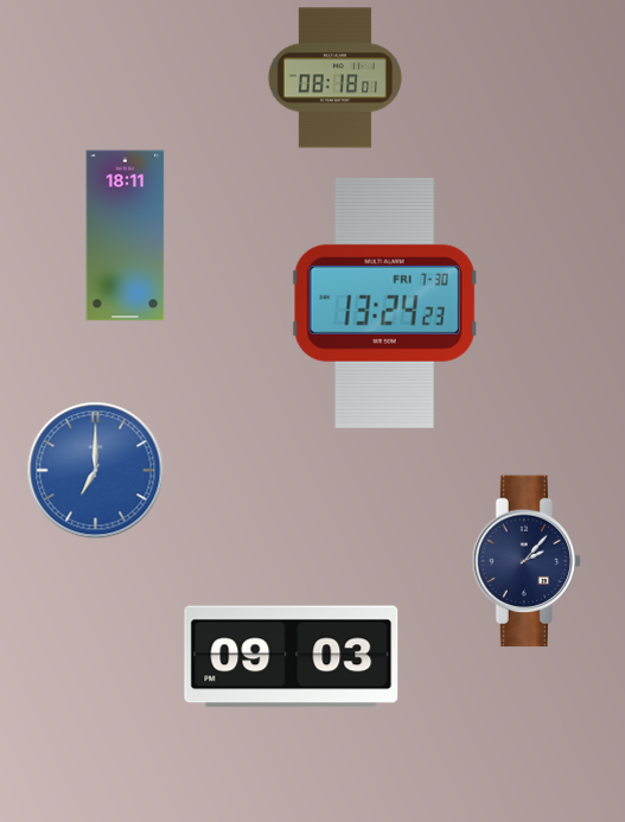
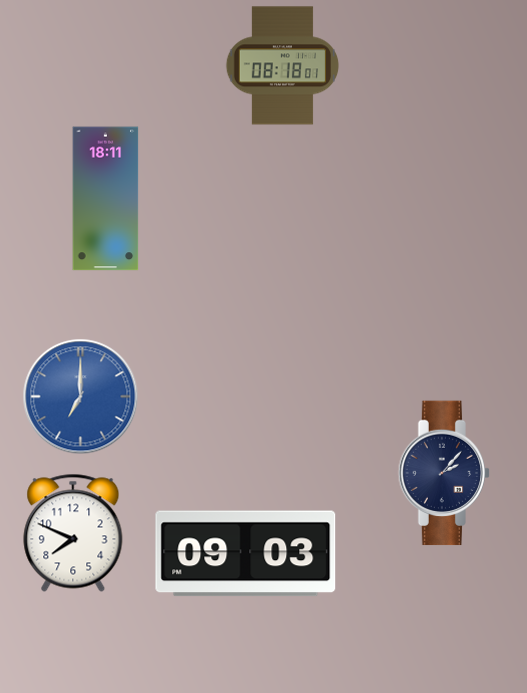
clock at (384, 302): 13:24 -> none
clock at (73, 533): none -> 7:49
